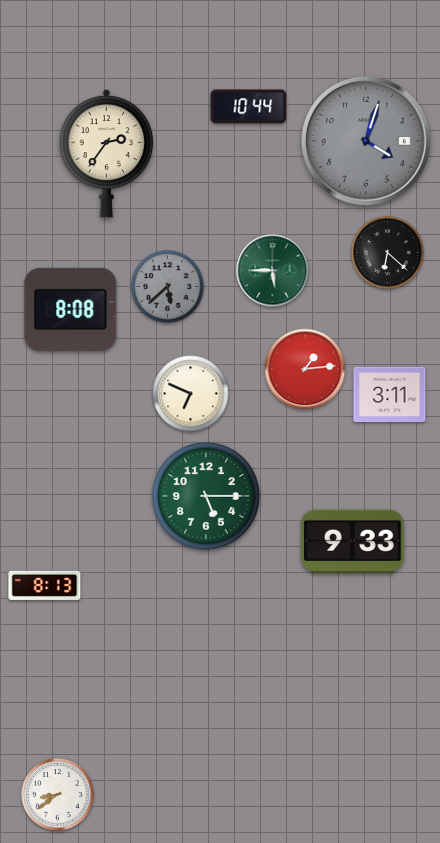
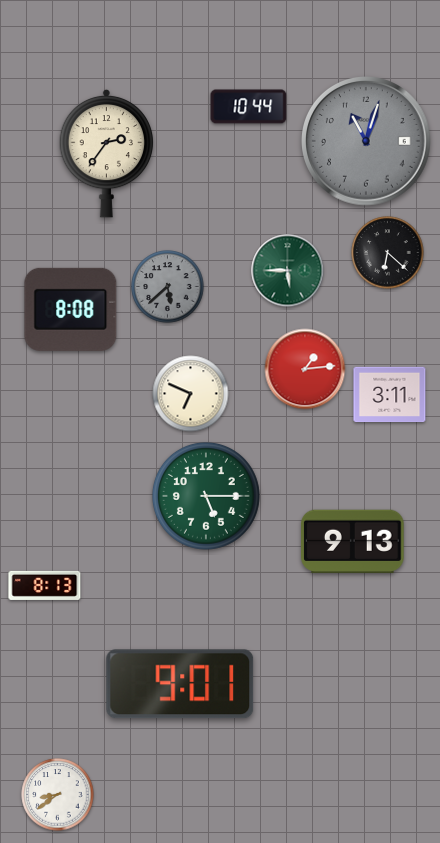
clock at (367, 142): 4:03 -> 11:03
clock at (273, 271) position: (273, 271) -> (288, 271)
clock at (353, 542): 9:33 -> 9:13
clock at (180, 684): none -> 9:01
